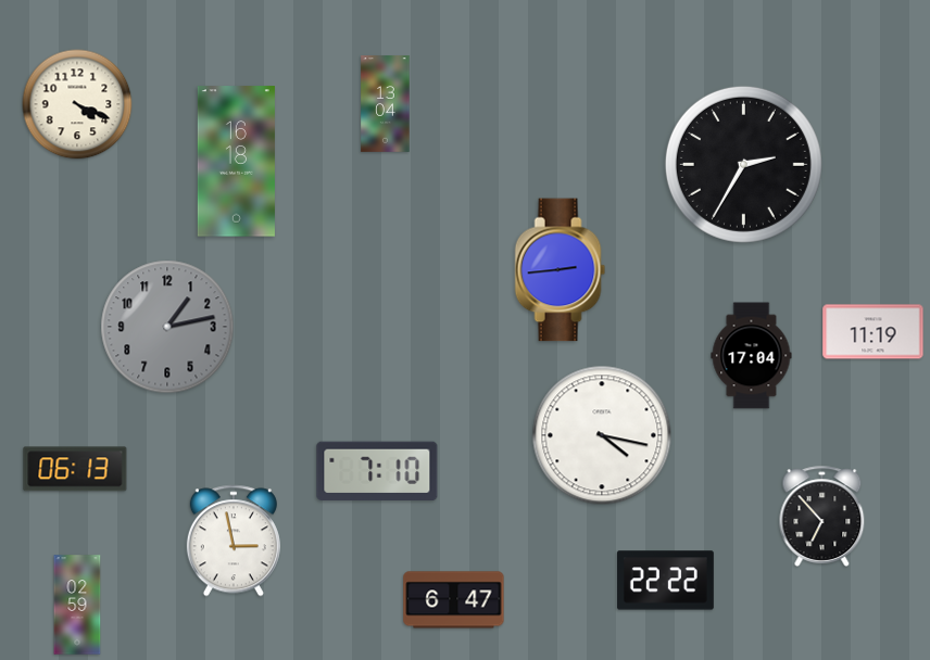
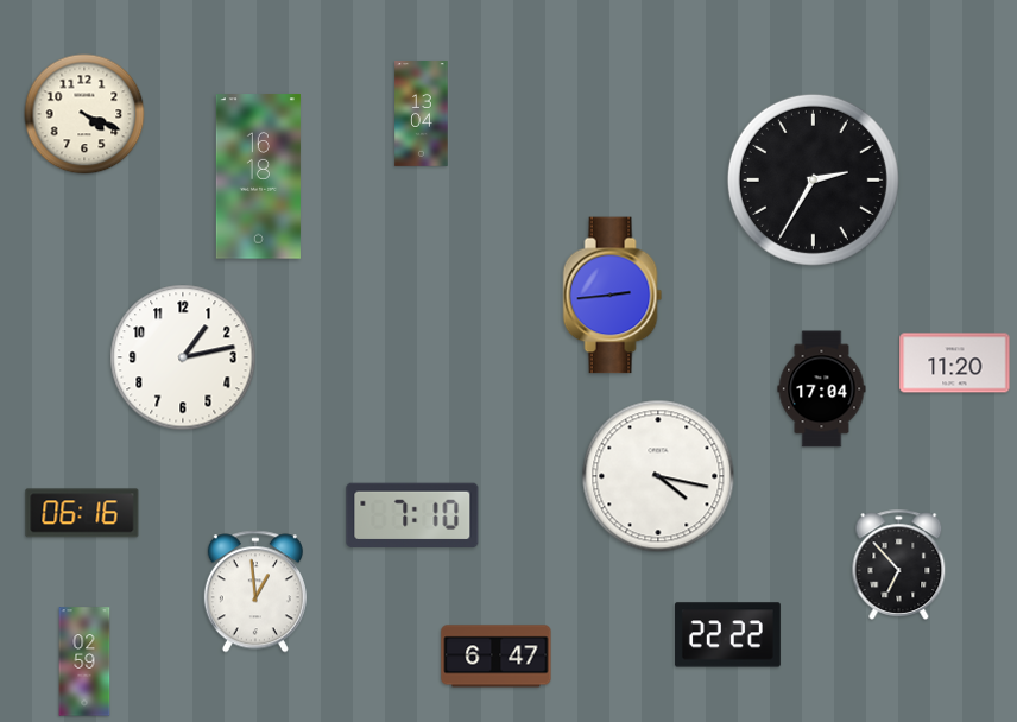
clock at (167, 327) dial: grey -> white
clock at (874, 332): 11:19 -> 11:20
clock at (75, 469): 06:13 -> 06:16
clock at (234, 541): 2:58 -> 12:59
